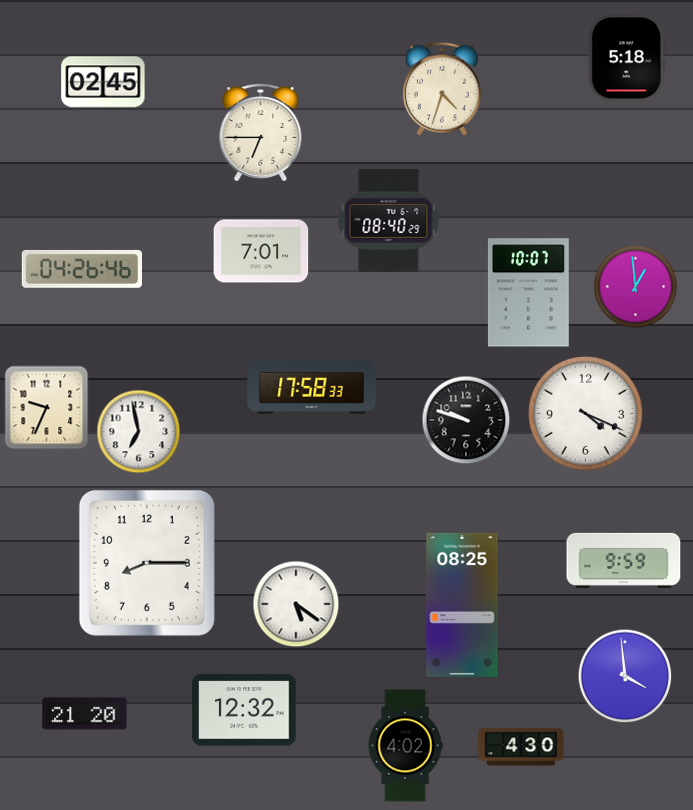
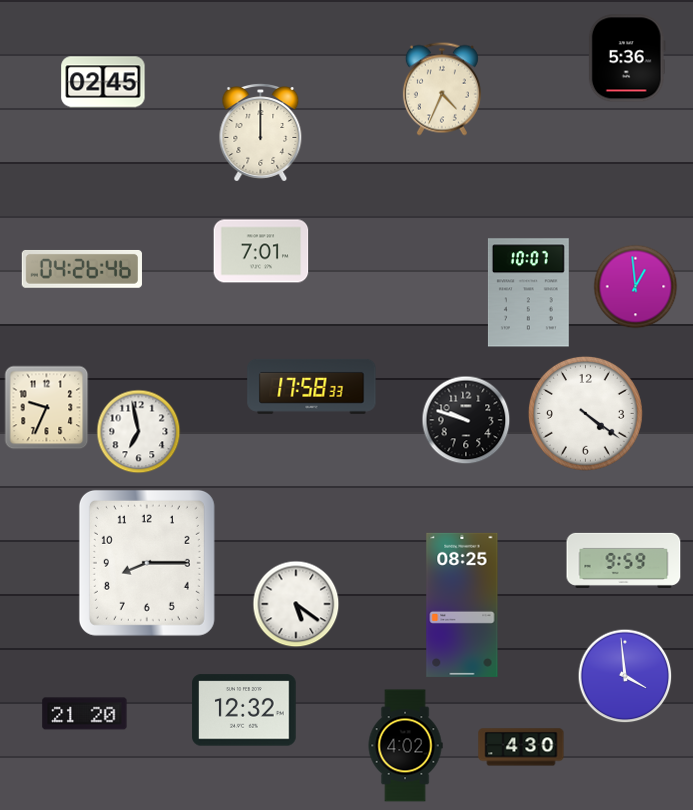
clock at (627, 58): 5:18 -> 5:36
clock at (442, 89): 4:33 -> 4:34
clock at (261, 133): 6:45 -> 12:00
clock at (389, 221): 08:40 -> none
clock at (585, 413): 4:19 -> 4:21
